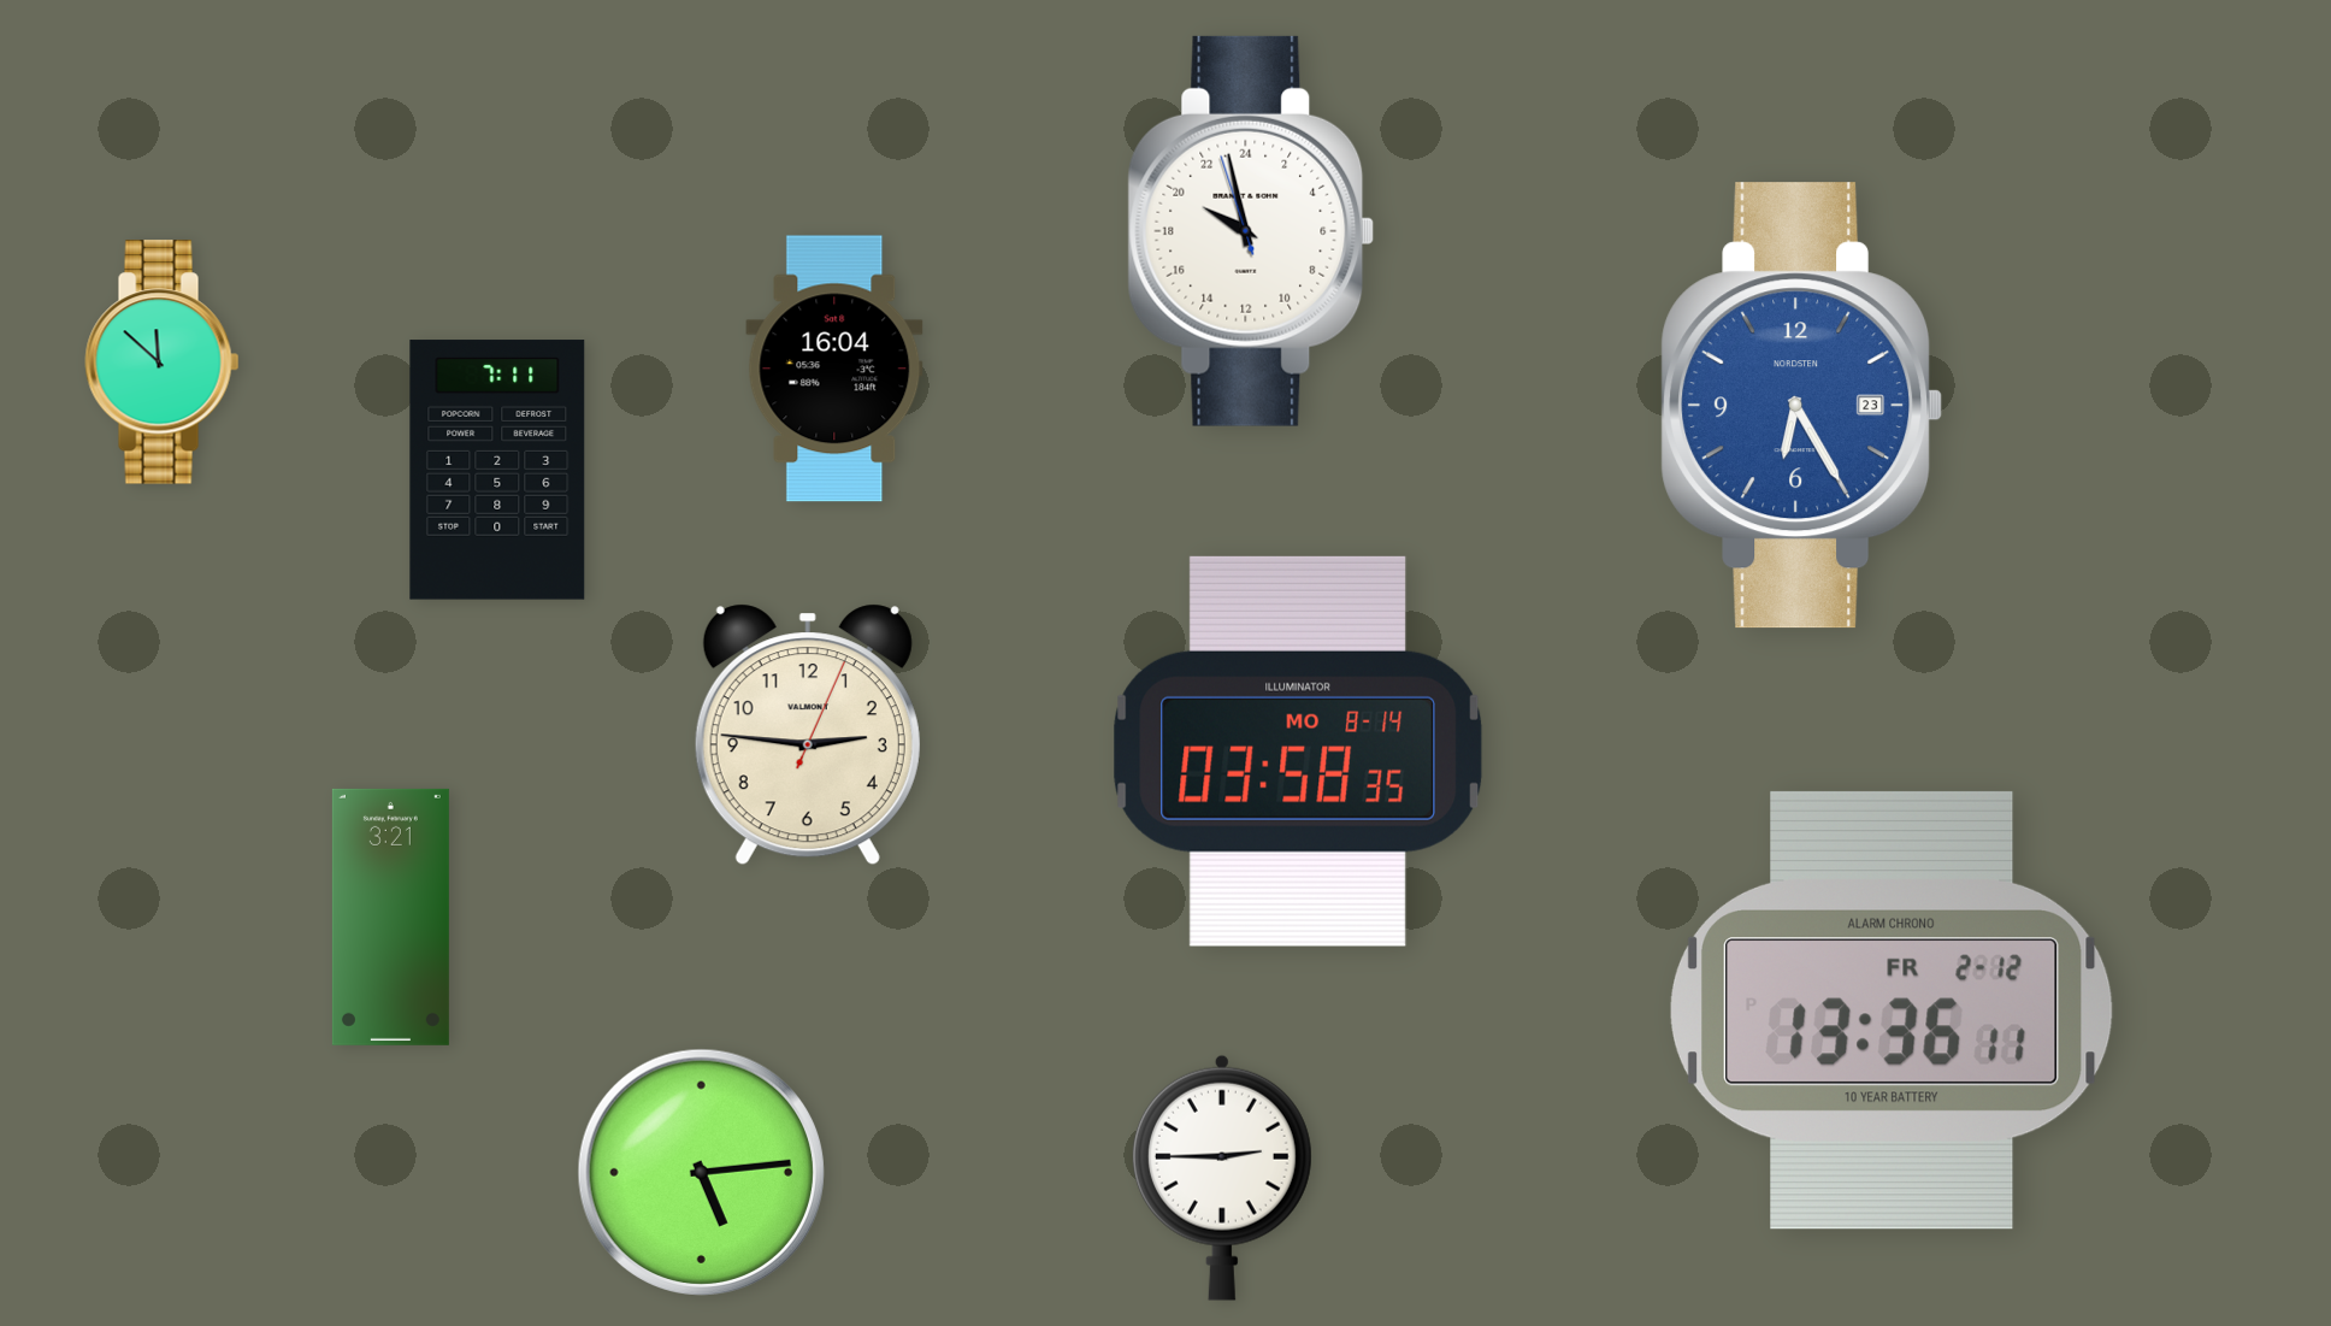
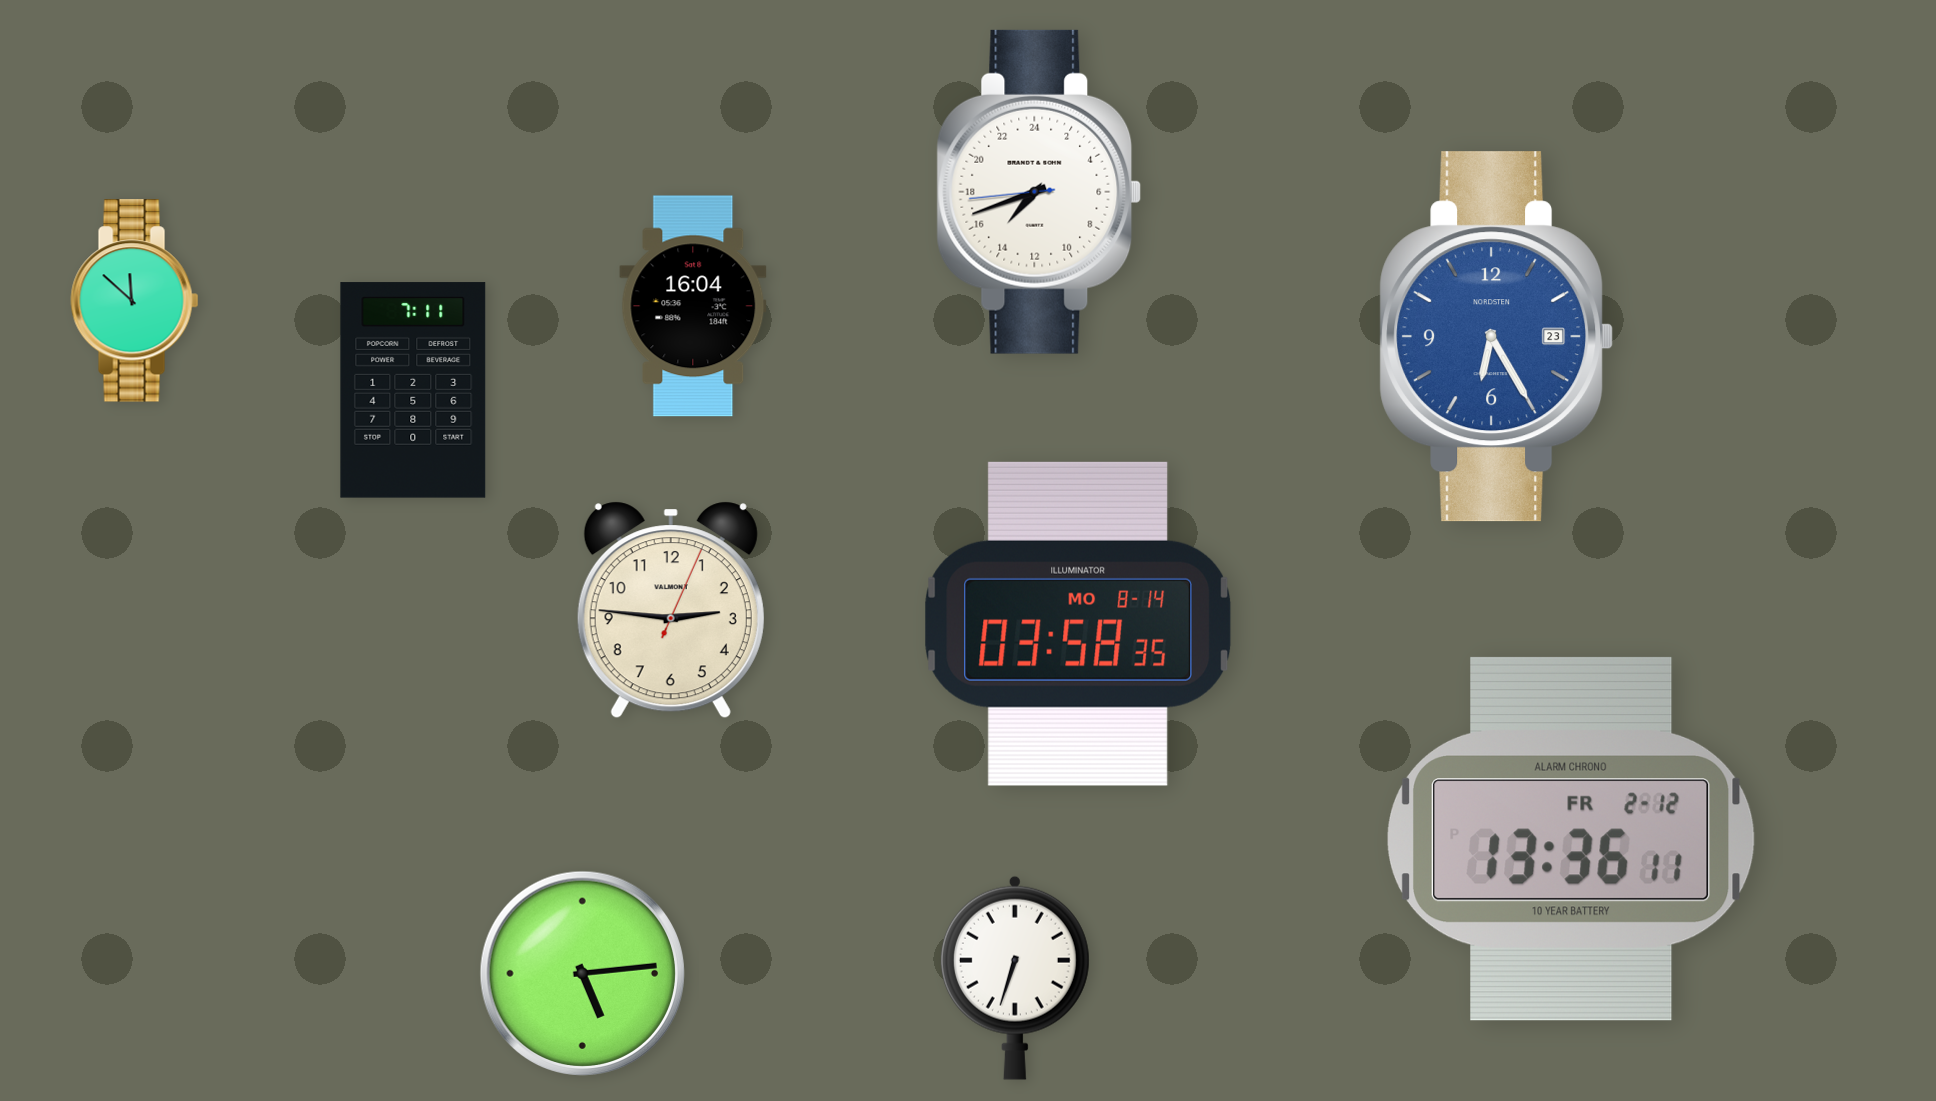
clock at (1251, 231): 19:57 -> 14:41
clock at (390, 917): 3:21 -> none
clock at (1222, 1178): 2:45 -> 6:33
